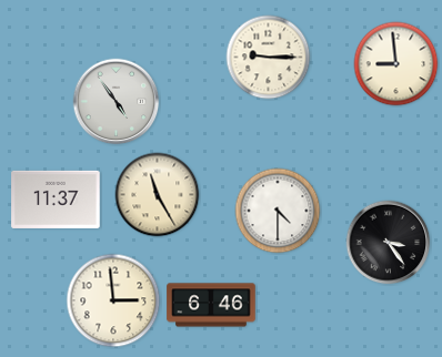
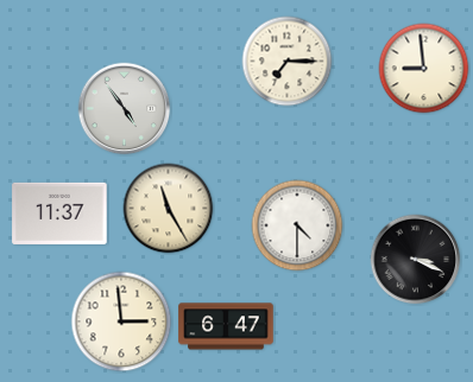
clock at (269, 58): 9:15 -> 7:15
clock at (389, 243): 3:24 -> 3:19
clock at (211, 305): 6:46 -> 6:47
